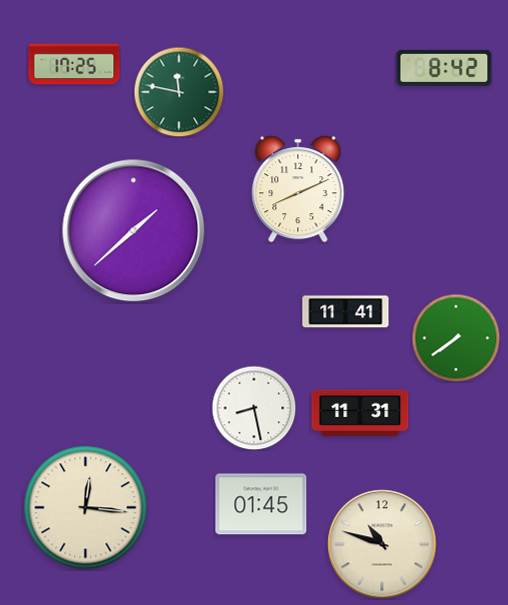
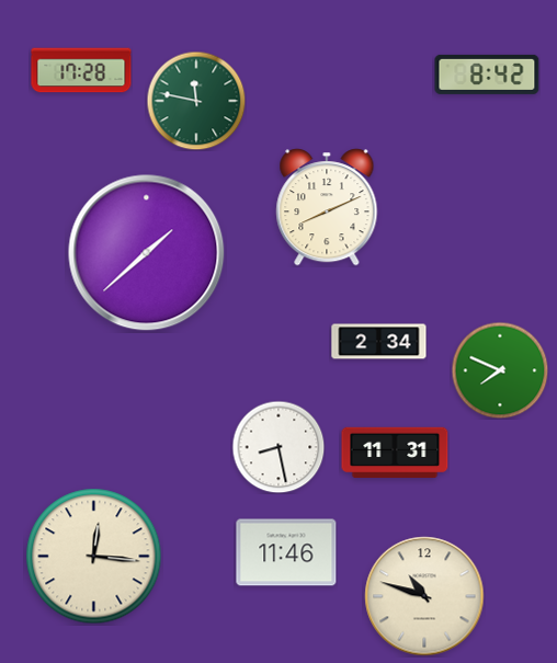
clock at (74, 64): 17:25 -> 17:28
clock at (346, 312): 11:41 -> 2:34
clock at (456, 338): 7:39 -> 7:49
clock at (261, 504): 01:45 -> 11:46
clock at (382, 544) position: (382, 544) -> (424, 596)
